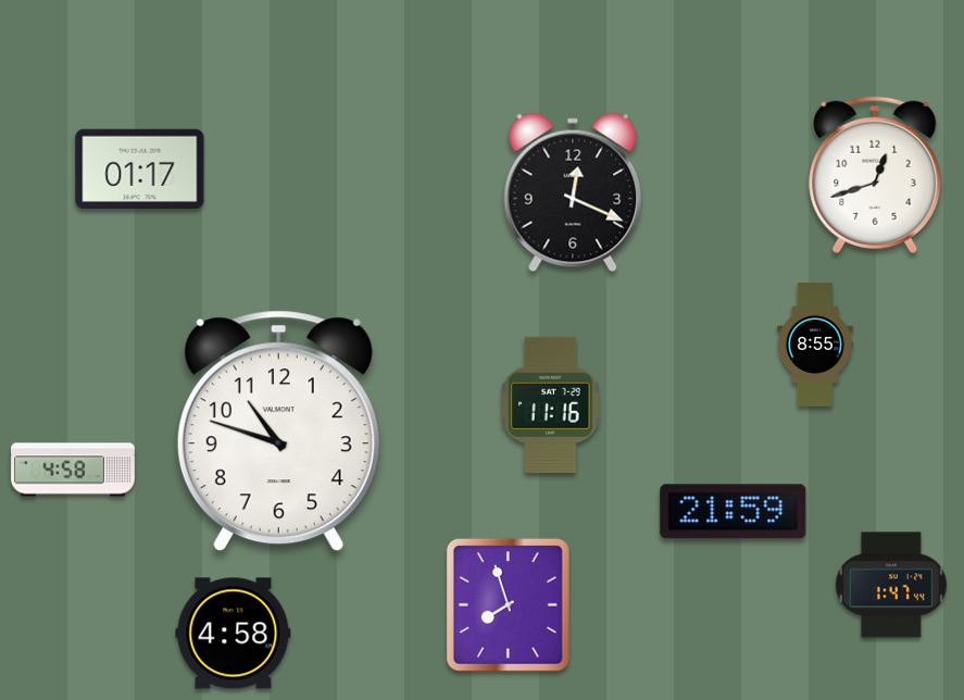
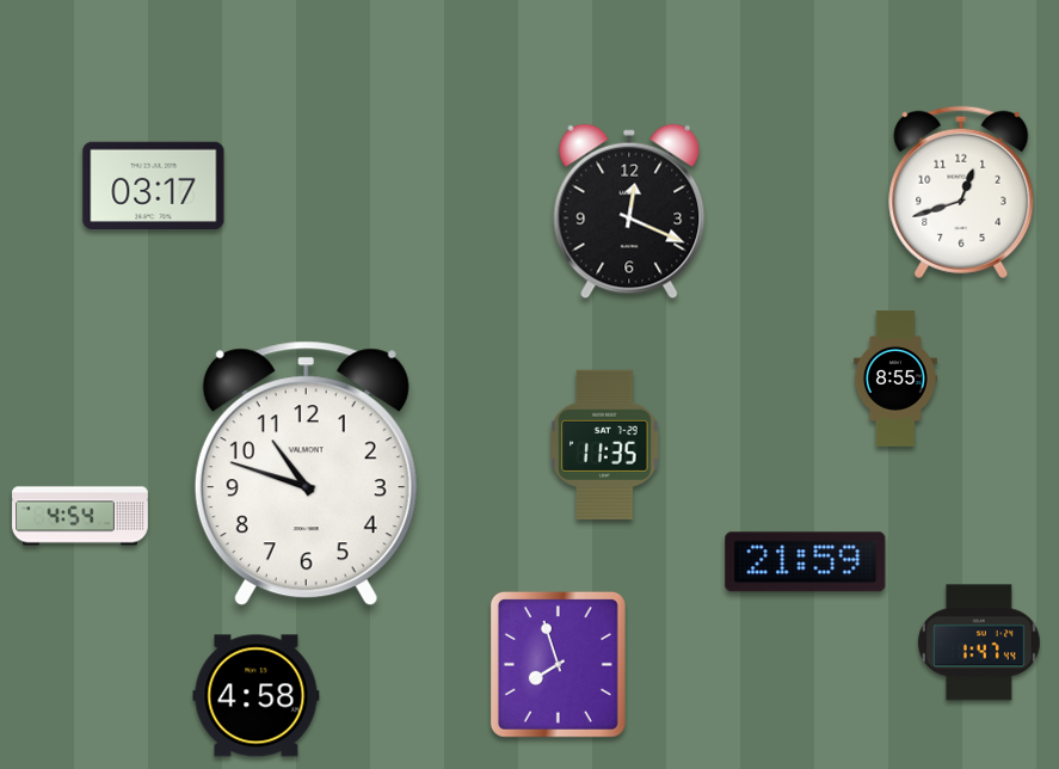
clock at (140, 168): 01:17 -> 03:17
clock at (551, 404): 11:16 -> 11:35
clock at (73, 470): 4:58 -> 4:54
